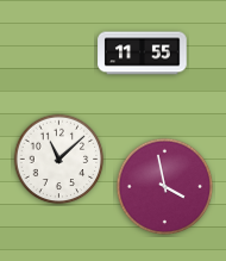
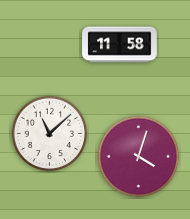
clock at (143, 54): 11:55 -> 11:58
clock at (165, 187): 3:58 -> 4:03
